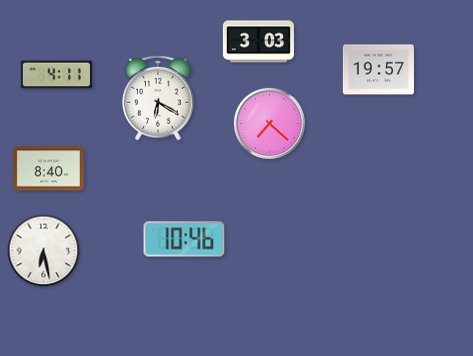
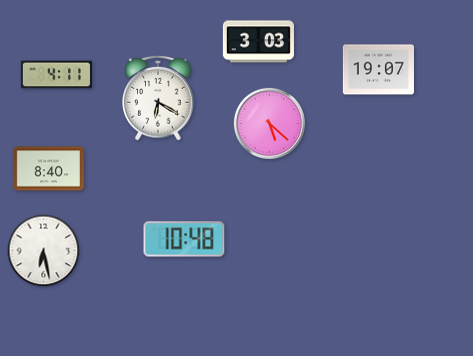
clock at (378, 70): 19:57 -> 19:07
clock at (269, 123): 7:22 -> 5:22
clock at (184, 239): 10:46 -> 10:48
